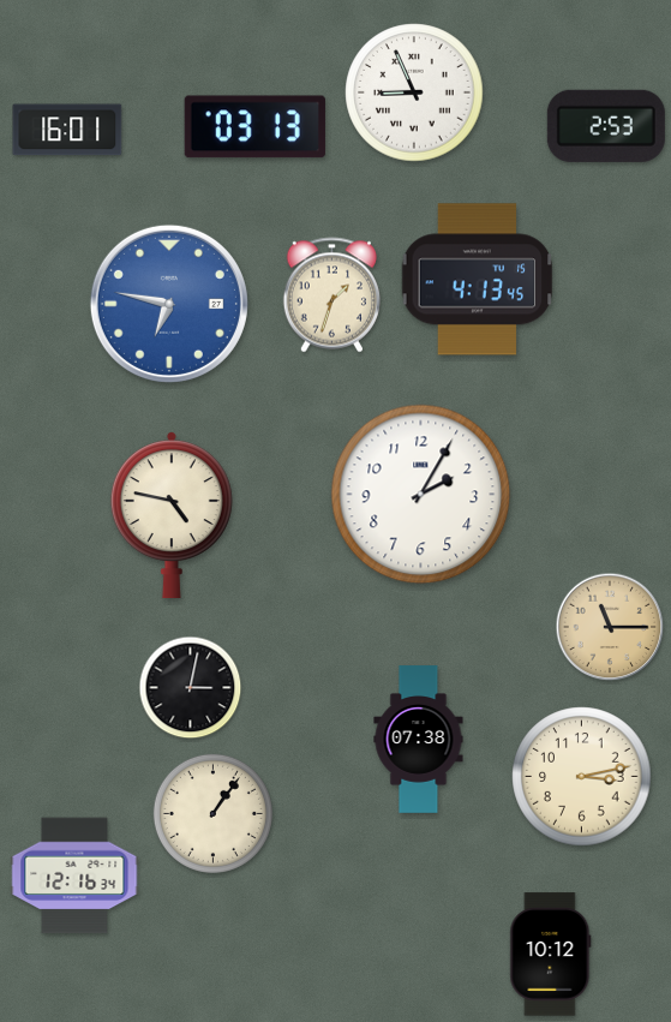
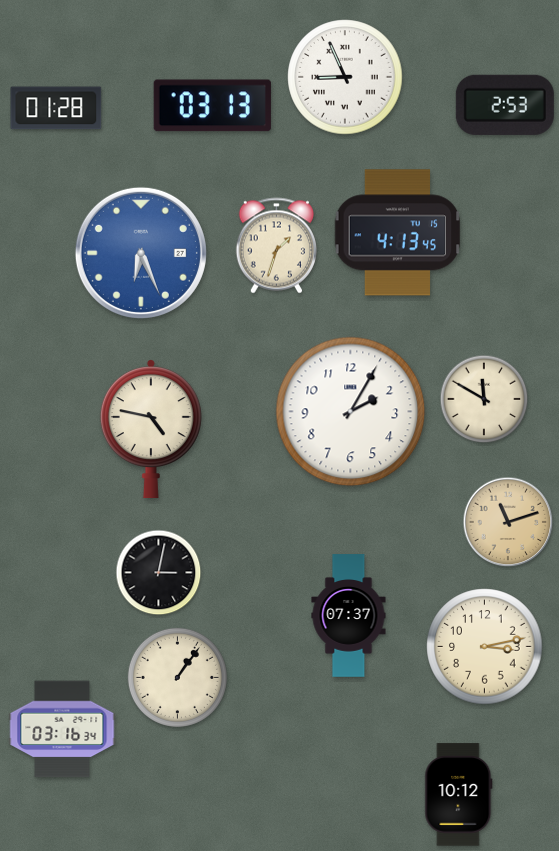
clock at (67, 130): 16:01 -> 01:28
clock at (169, 304): 6:47 -> 6:26
clock at (484, 399): none -> 11:50
clock at (172, 515) position: (172, 515) -> (151, 429)
clock at (610, 627): 11:15 -> 11:12
clock at (419, 740): 07:38 -> 07:37
clock at (74, 875): 12:16 -> 03:16
